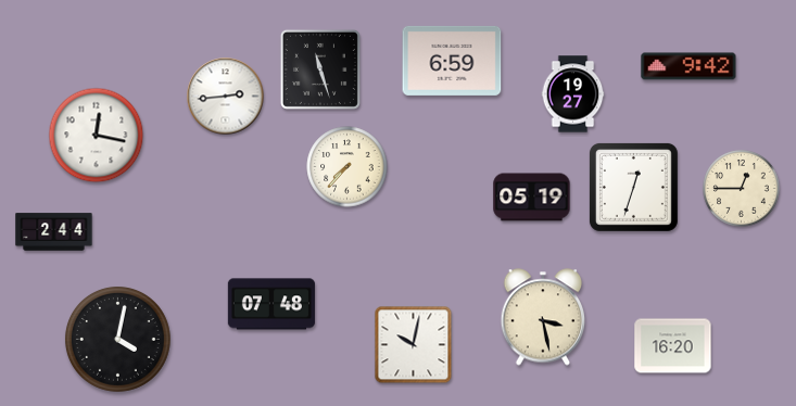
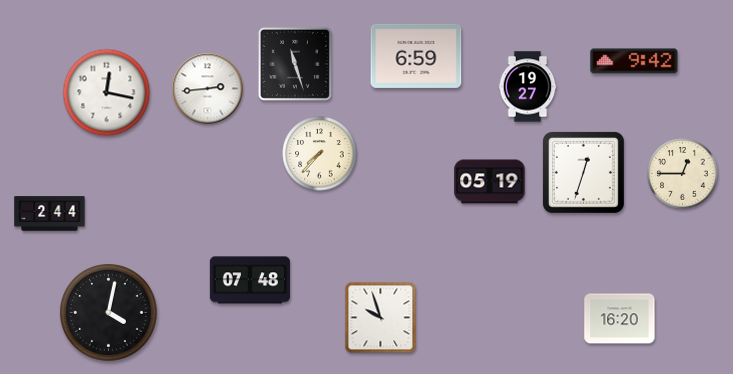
clock at (97, 136) position: (97, 136) -> (107, 93)
clock at (543, 317): 3:28 -> none
clock at (414, 345): 10:02 -> 9:57
